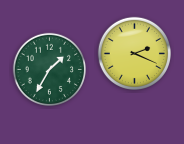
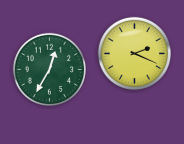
clock at (49, 69): 1:35 -> 12:35
